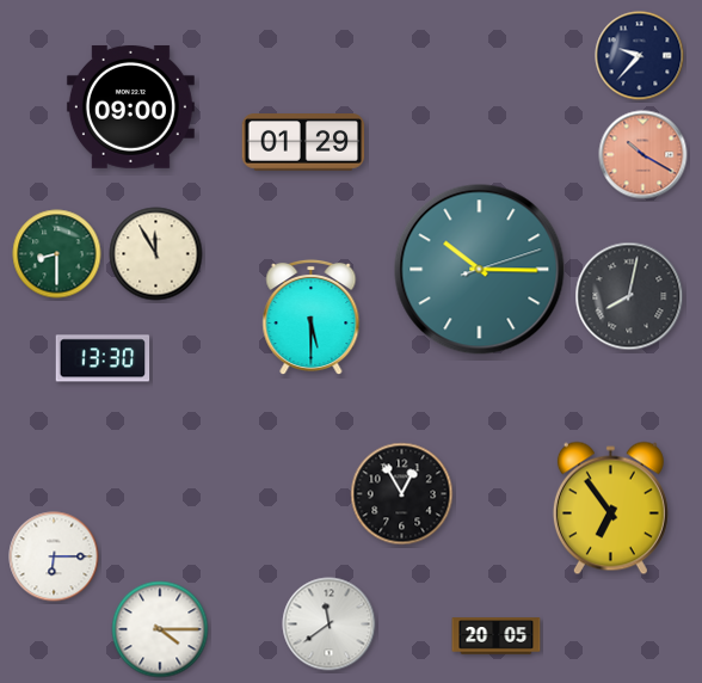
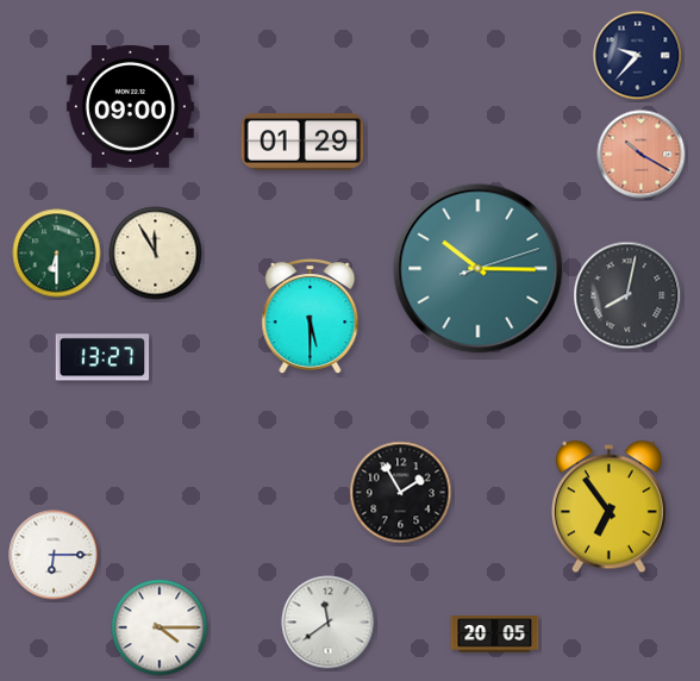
clock at (57, 254): 8:30 -> 6:30
clock at (103, 358): 13:30 -> 13:27
clock at (402, 494): 12:55 -> 1:55
